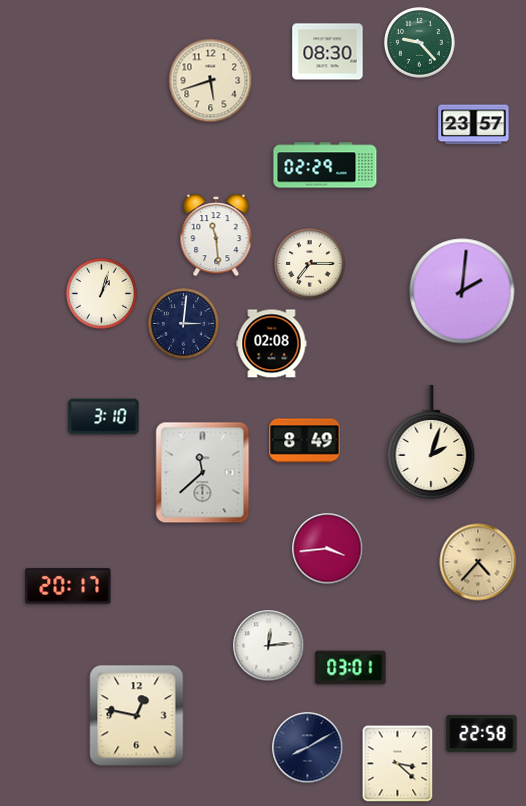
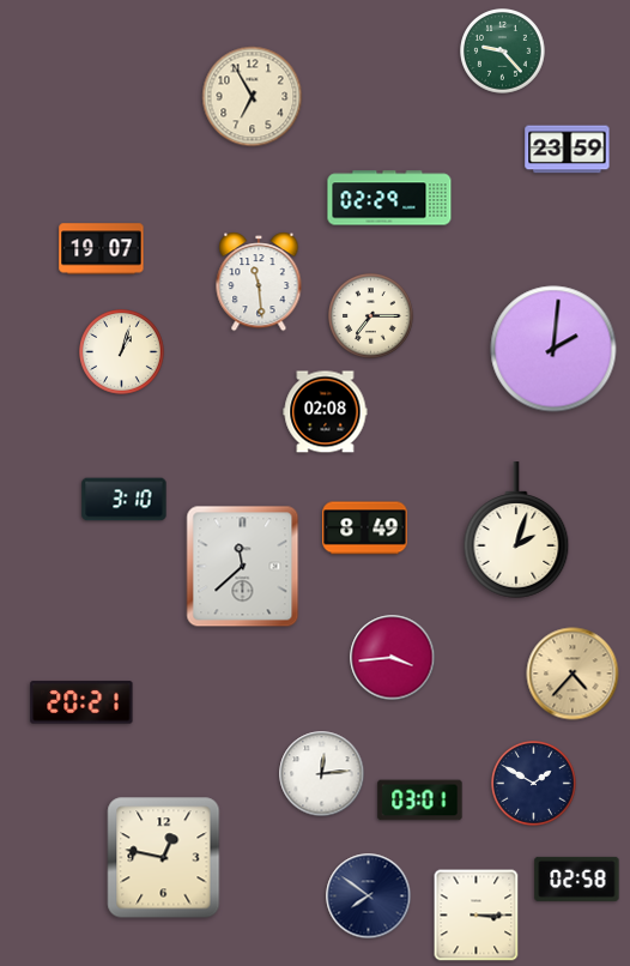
clock at (328, 52): 08:30 -> none
clock at (211, 81): 5:42 -> 6:55
clock at (474, 125): 23:57 -> 23:59
clock at (102, 249): none -> 19:07
clock at (184, 324): 3:01 -> none
clock at (68, 586): 20:17 -> 20:21
clock at (534, 784): none -> 1:50
clock at (482, 733): 22:58 -> 02:58
clock at (308, 748): 8:10 -> 7:51
clock at (398, 764): 3:22 -> 3:15
